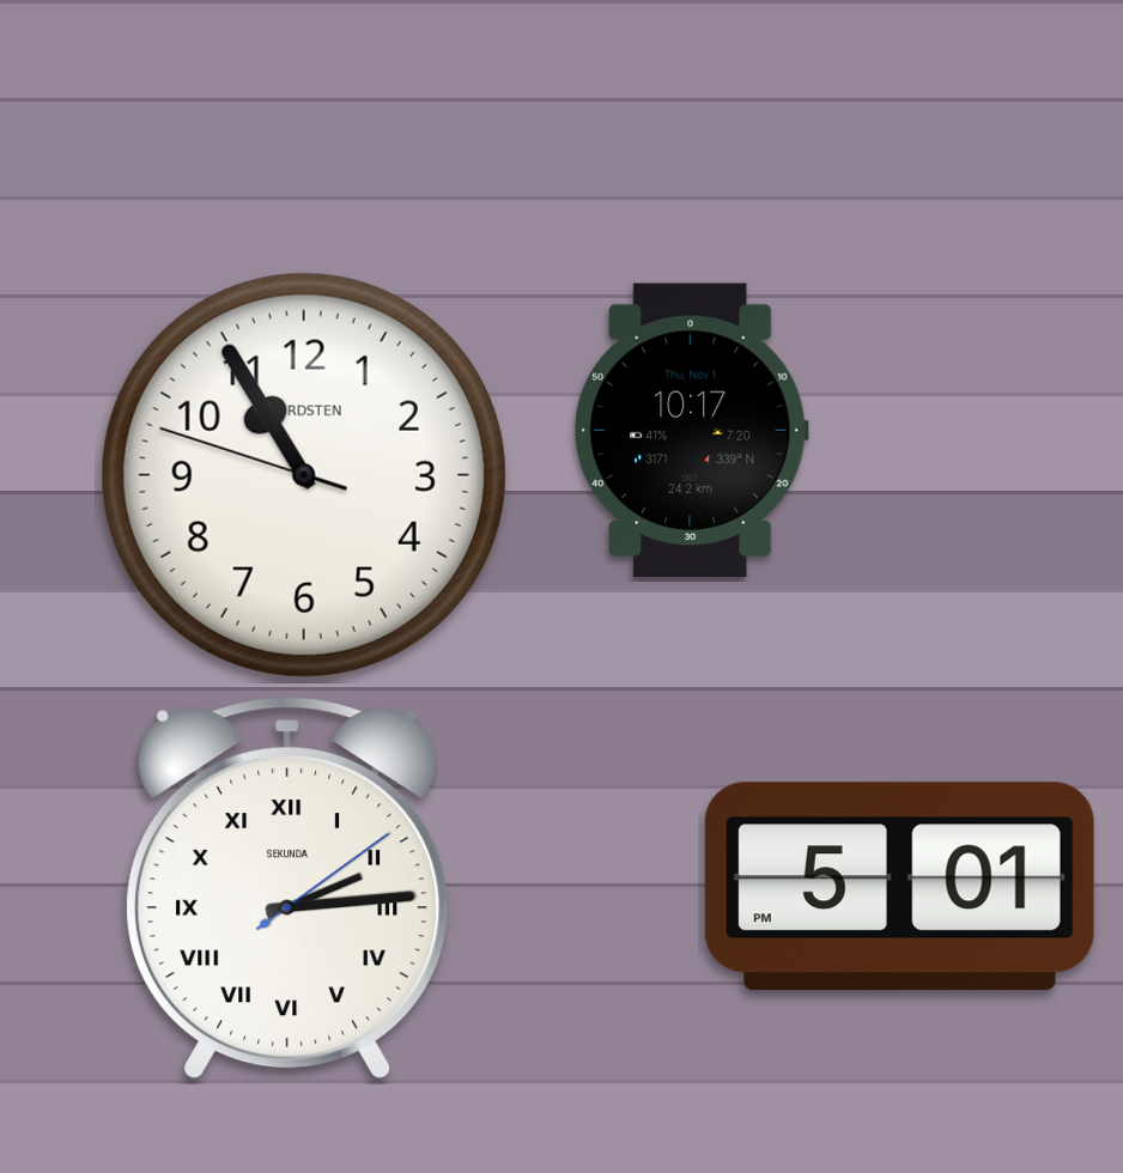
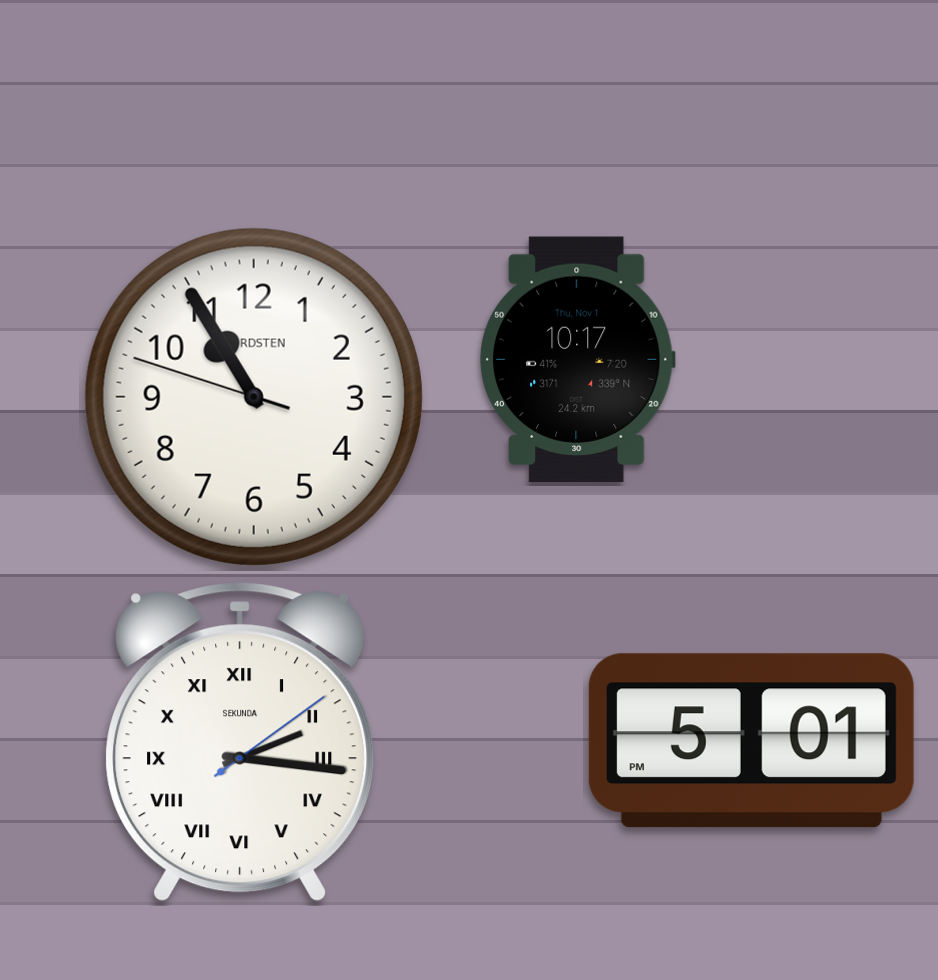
clock at (287, 888): 2:14 -> 2:16
